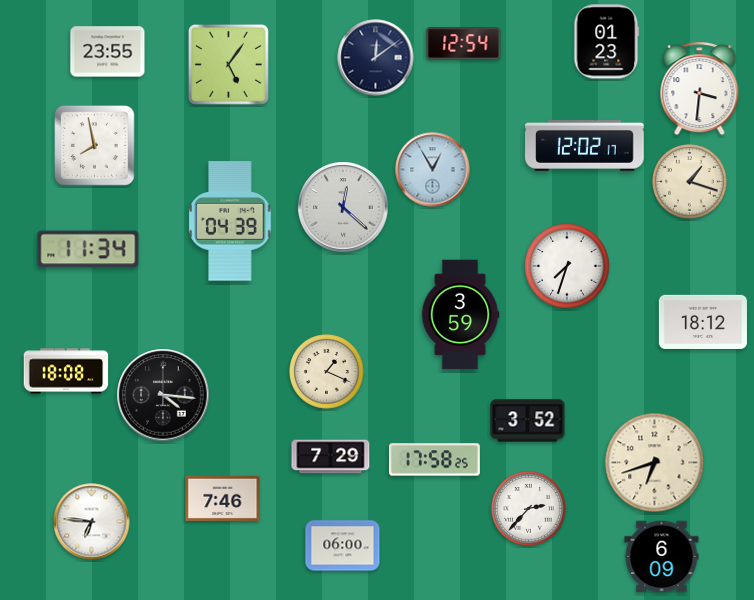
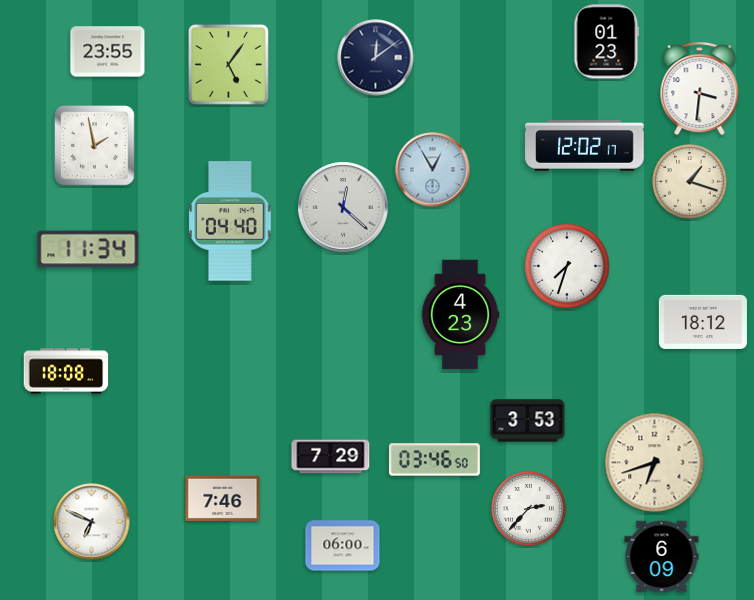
clock at (464, 44): 12:54 -> none
clock at (95, 146): 7:58 -> 1:58
clock at (230, 221): 04:39 -> 04:40
clock at (460, 315): 3:59 -> 4:23
clock at (327, 372): 1:19 -> none
clock at (163, 395): 4:16 -> none
clock at (528, 421): 3:52 -> 3:53
clock at (434, 460): 17:58 -> 03:46
clock at (92, 522): 6:46 -> 6:49
